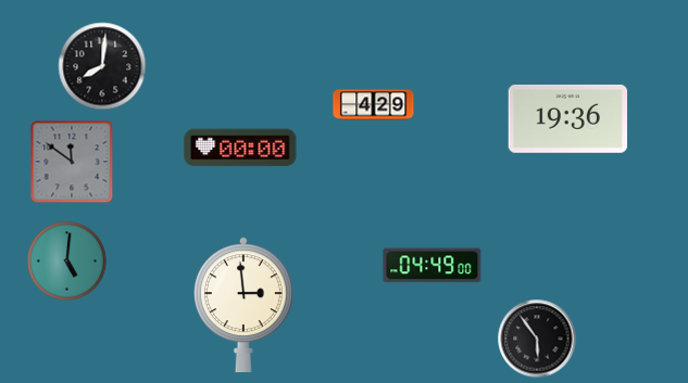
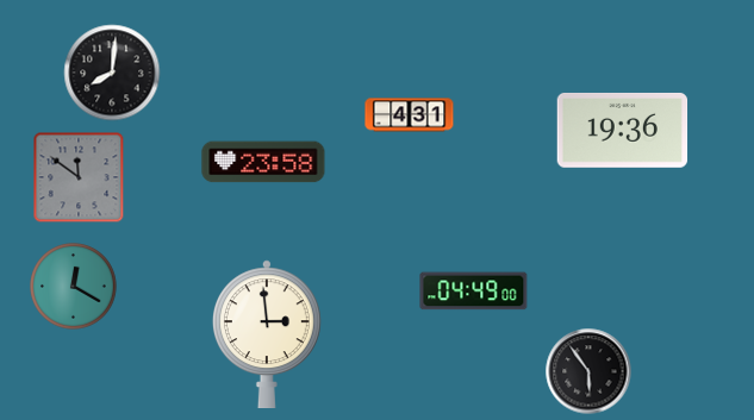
clock at (374, 105): 4:29 -> 4:31
clock at (240, 148): 00:00 -> 23:58
clock at (67, 261): 5:01 -> 12:20
